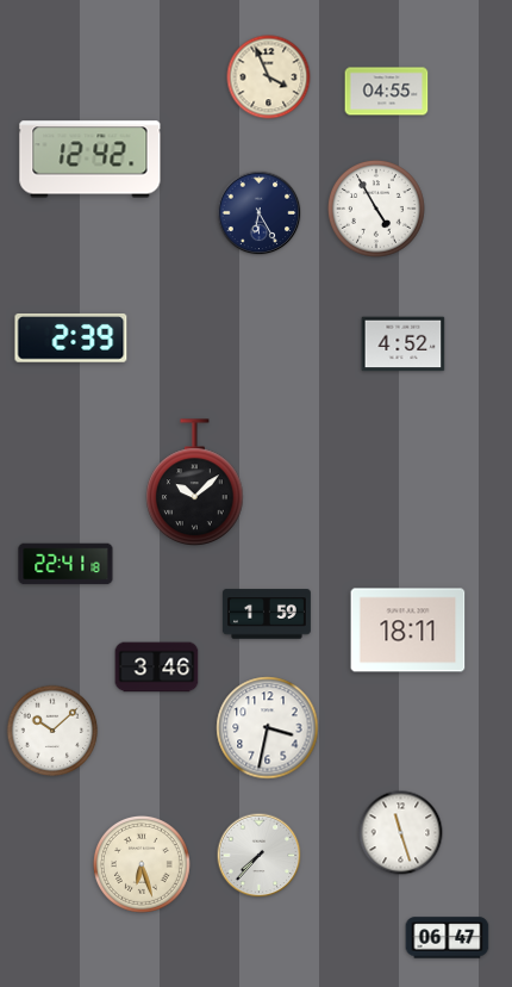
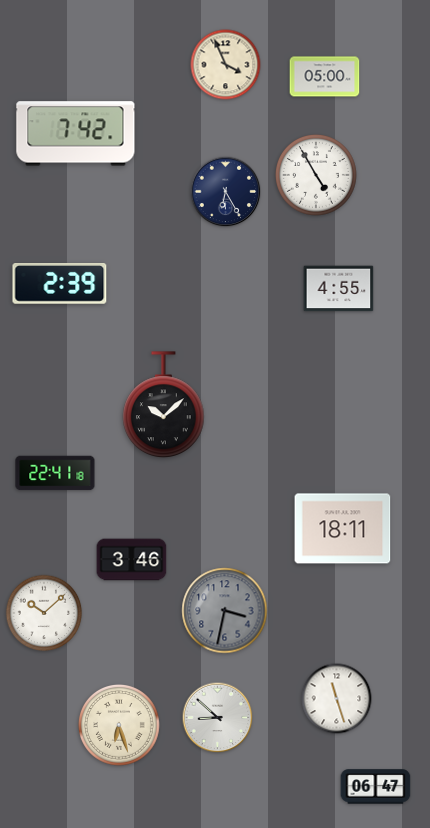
clock at (387, 92): 04:55 -> 05:00
clock at (90, 160): 12:42 -> 7:42
clock at (260, 213) position: (260, 213) -> (226, 192)
clock at (404, 344): 4:52 -> 4:55
clock at (267, 614): 1:59 -> none
clock at (268, 728) dial: white -> grey
clock at (260, 856): 7:37 -> 8:52
